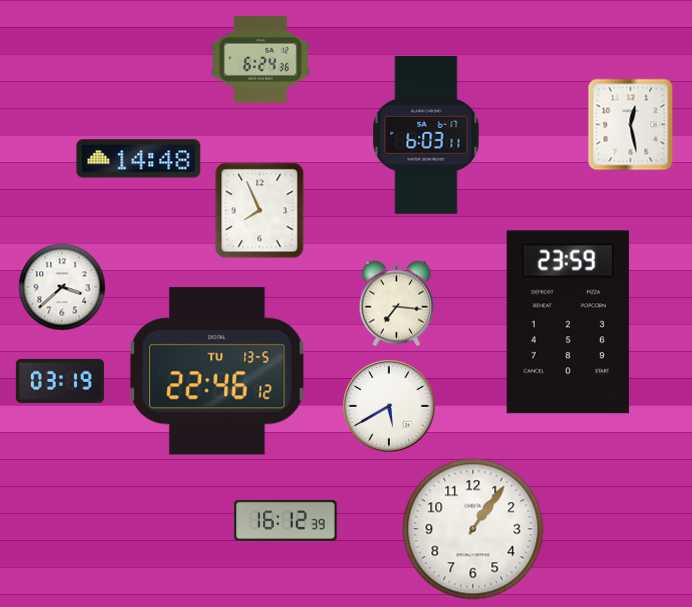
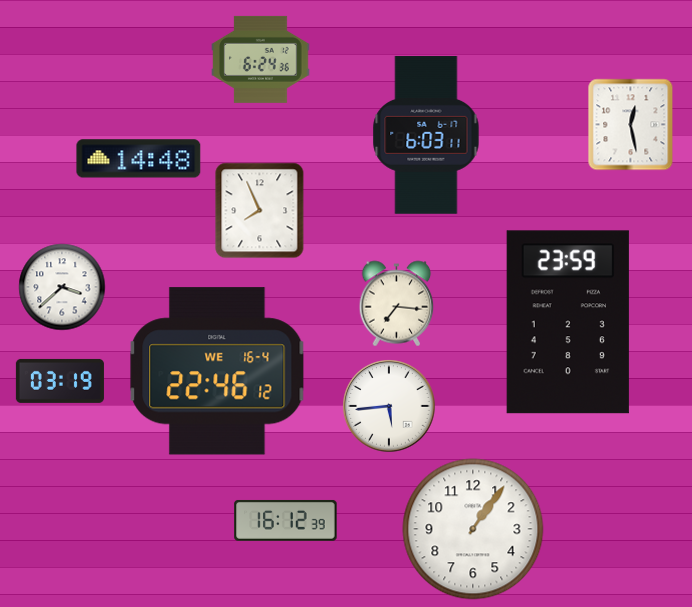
clock at (217, 371) date: TU 13-5 -> WE 16-4
clock at (389, 406): 5:40 -> 5:44
